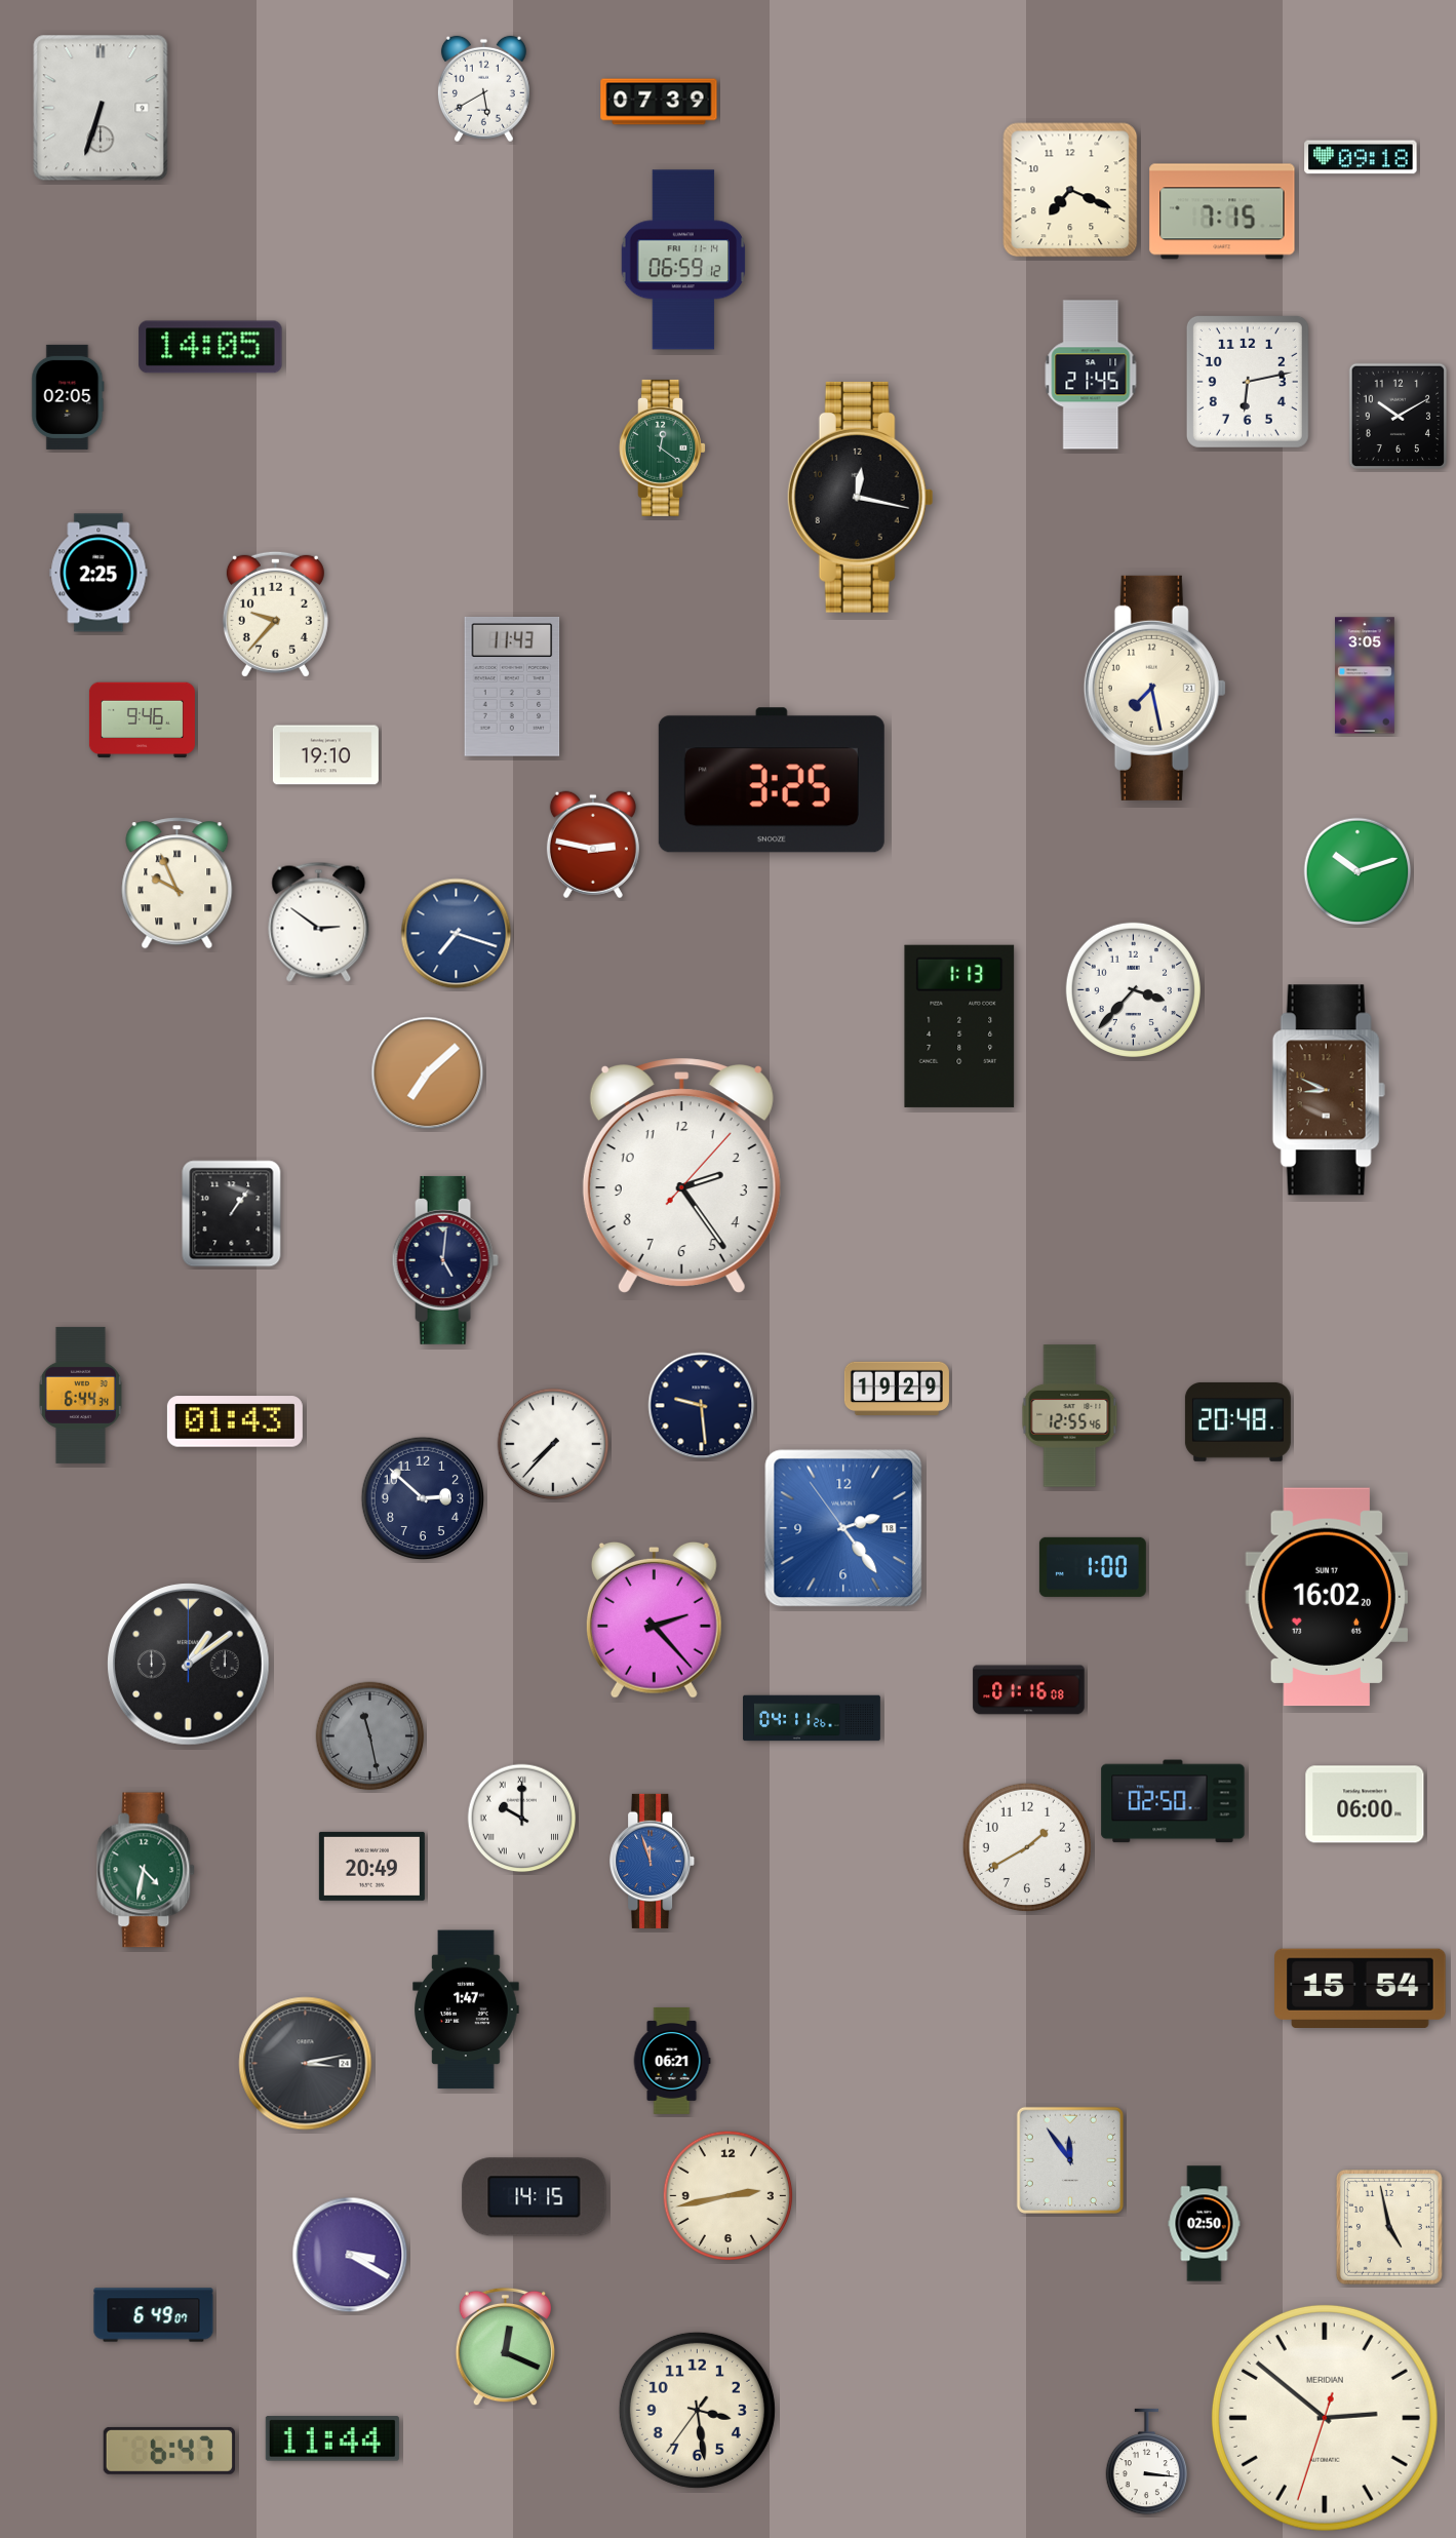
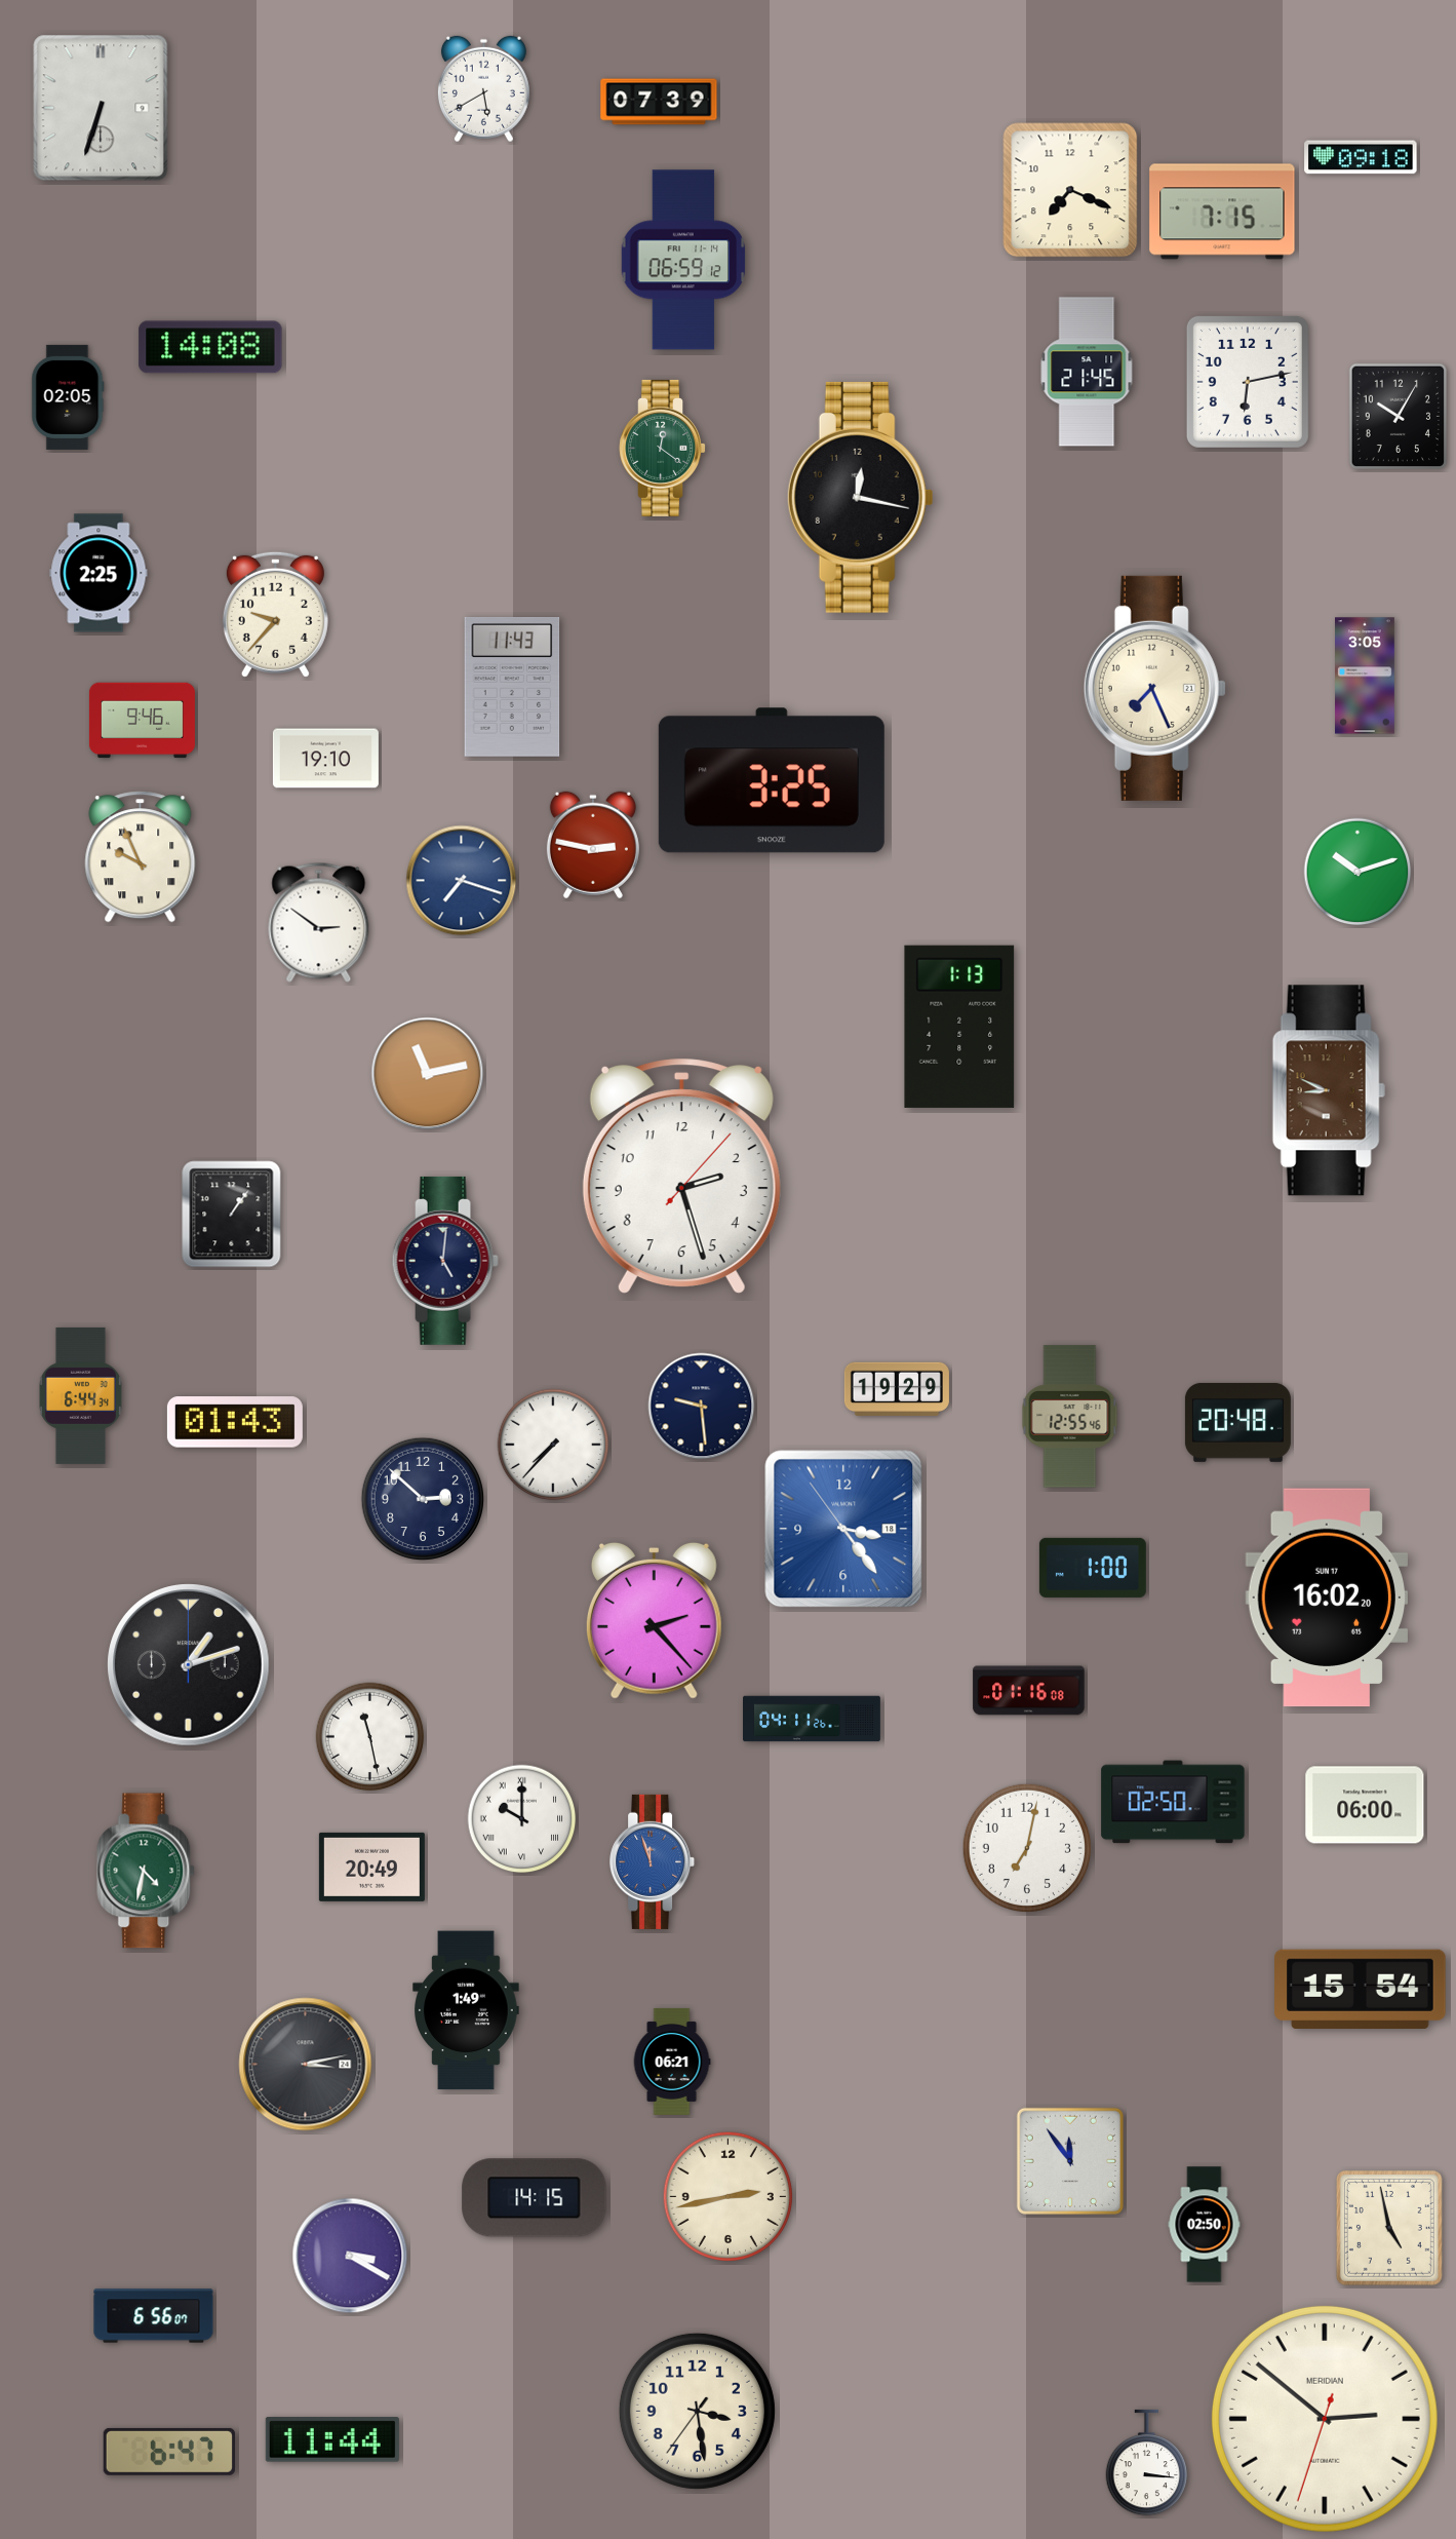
clock at (210, 347): 14:05 -> 14:08
clock at (1091, 375) position: (1091, 375) -> (1087, 372)
clock at (1398, 417): 10:10 -> 10:05
clock at (1154, 688): 7:28 -> 7:26
clock at (325, 755) position: (325, 755) -> (325, 759)
clock at (178, 884) position: (178, 884) -> (141, 857)
clock at (457, 934) position: (457, 934) -> (462, 881)
clock at (1133, 989): 3:37 -> none
clock at (428, 1073): 7:08 -> 11:13
clock at (681, 1175): 2:24 -> 2:27
clock at (843, 1528): 2:23 -> 3:23
clock at (189, 1665): 1:09 -> 1:12
clock at (370, 1736) dial: grey -> white
clock at (1026, 1846): 1:40 -> 7:02
clock at (466, 2009): 1:47 -> 1:49
clock at (154, 2315): 6:49 -> 6:56
clock at (505, 2347): 12:19 -> none
